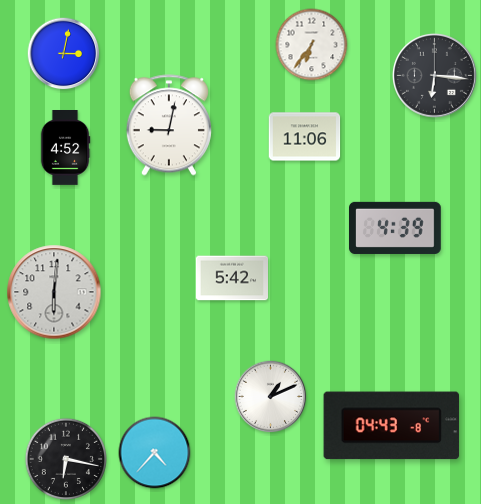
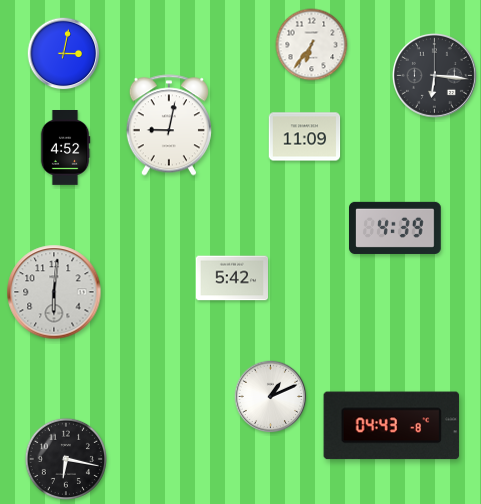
clock at (305, 137): 11:06 -> 11:09
clock at (155, 453): 4:37 -> none
